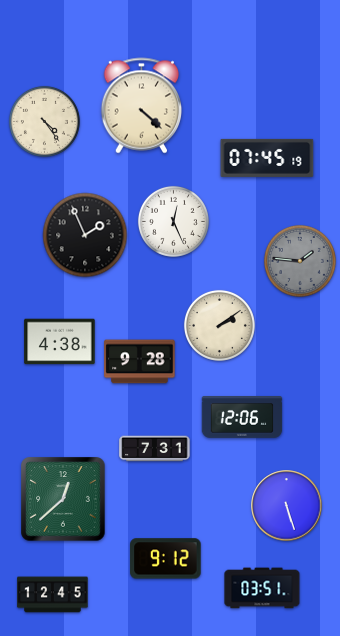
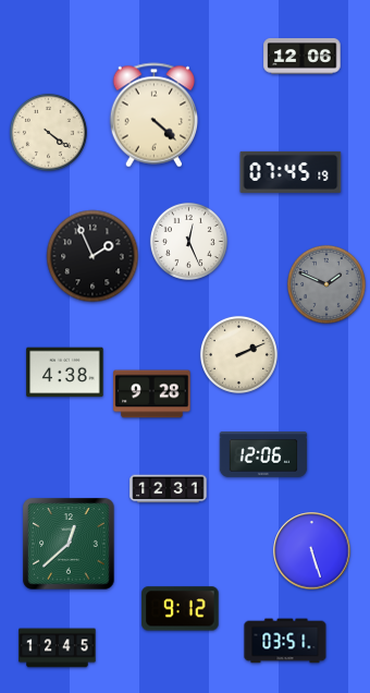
clock at (303, 57): none -> 12:06
clock at (44, 121): 4:24 -> 4:21
clock at (300, 261): 1:46 -> 1:49
clock at (219, 325): 2:09 -> 2:11
clock at (155, 449): 7:31 -> 12:31
